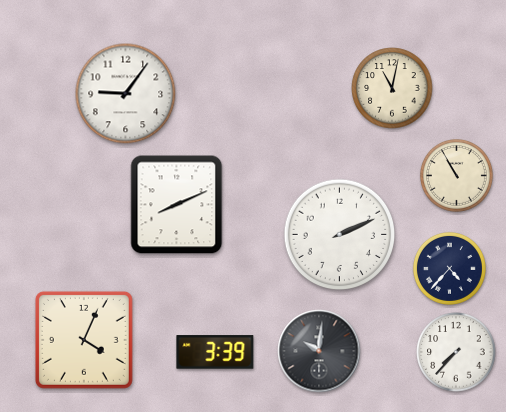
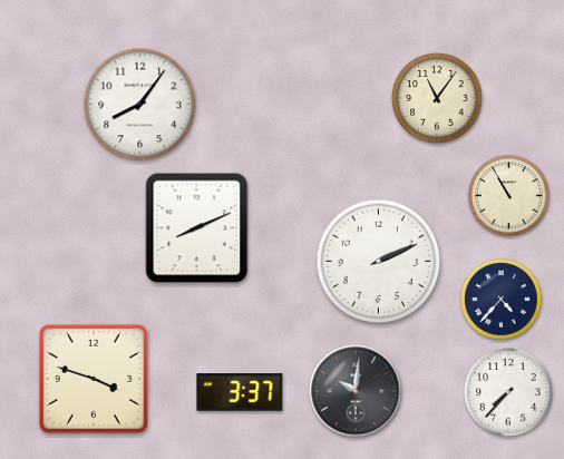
clock at (392, 88): 11:02 -> 11:06
clock at (126, 94): 9:06 -> 8:06
clock at (84, 340): 4:04 -> 3:48
clock at (215, 352): 3:39 -> 3:37
